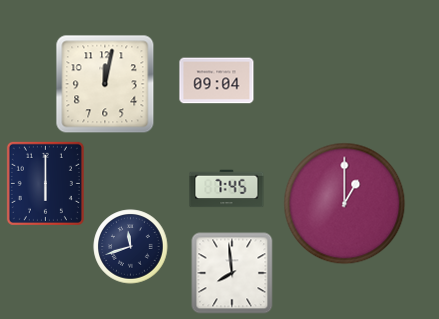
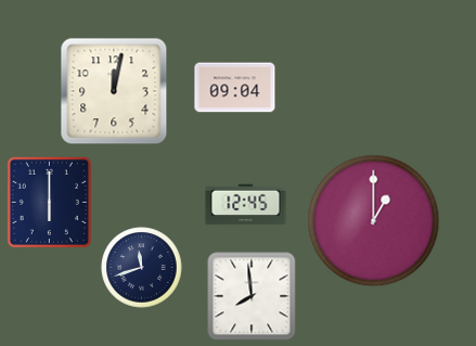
clock at (45, 183) position: (45, 183) -> (49, 202)
clock at (227, 189): 7:45 -> 12:45
